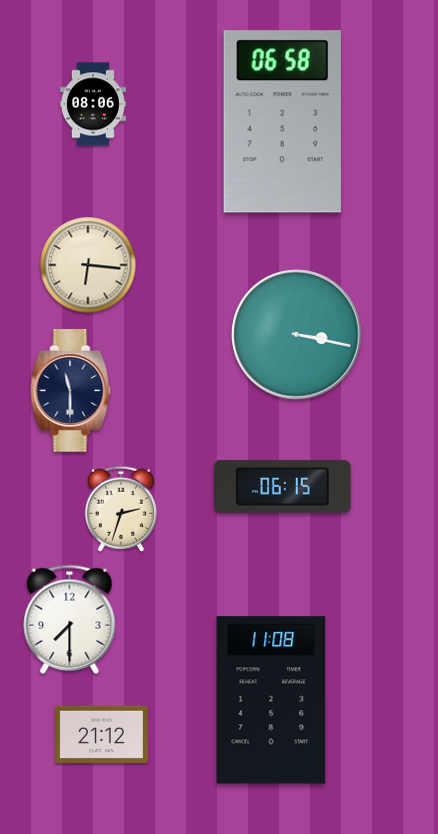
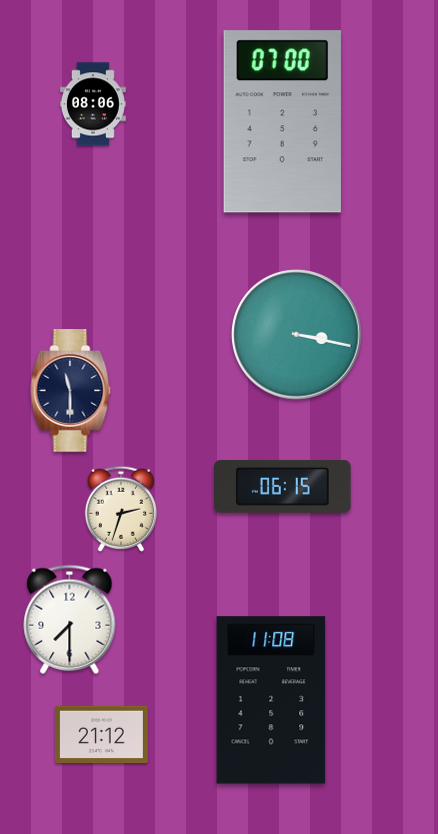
clock at (282, 122): 06:58 -> 07:00
clock at (88, 265): 6:16 -> none
